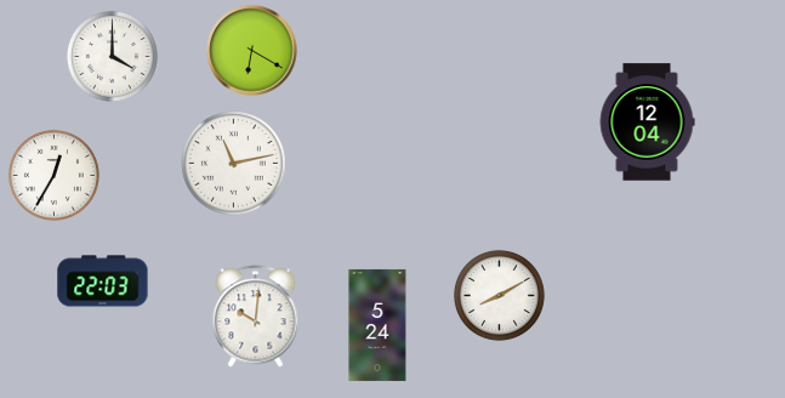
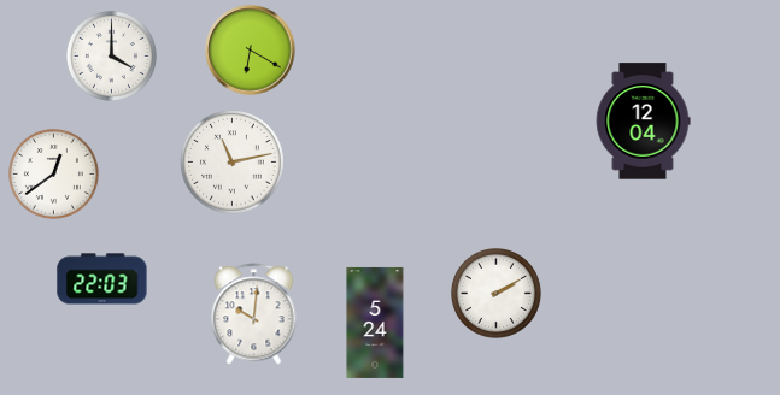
clock at (53, 175): 12:35 -> 12:39
clock at (499, 295): 8:10 -> 2:10
